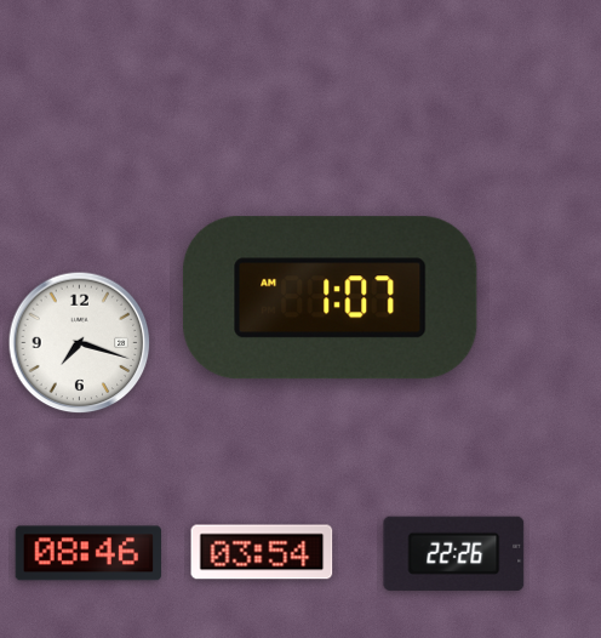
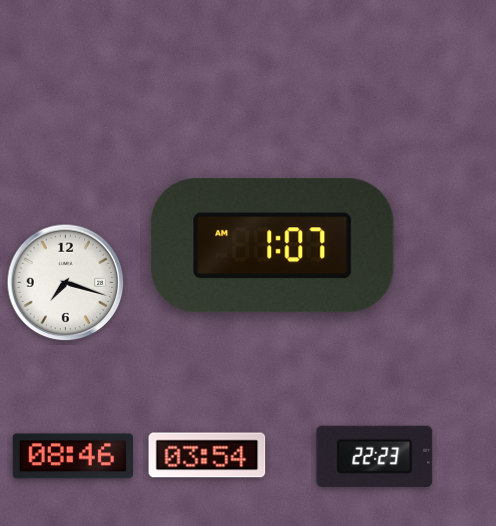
clock at (262, 552) position: (262, 552) -> (207, 455)
clock at (454, 553): 22:26 -> 22:23
